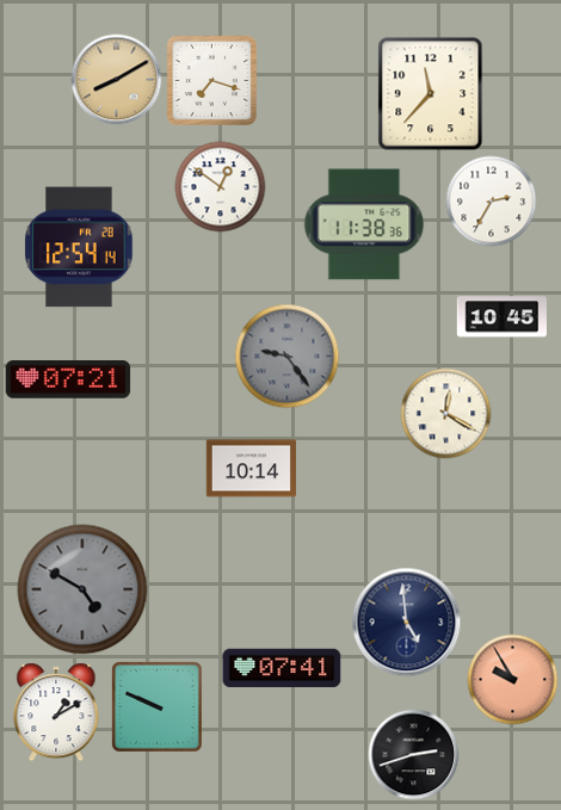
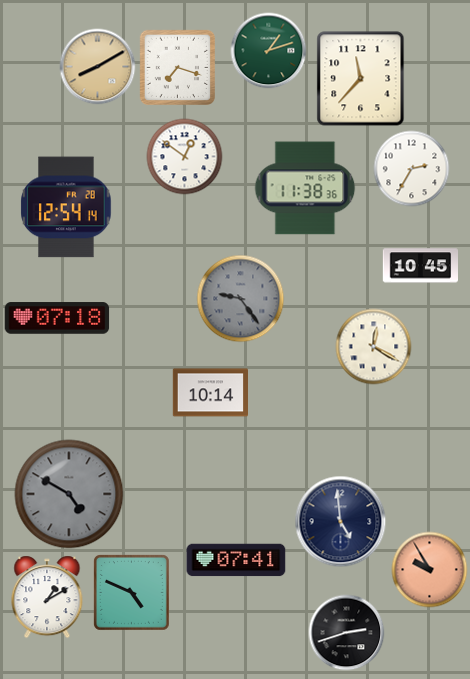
clock at (269, 51): none -> 1:12
clock at (68, 379): 07:21 -> 07:18
clock at (156, 706): 9:49 -> 4:49
